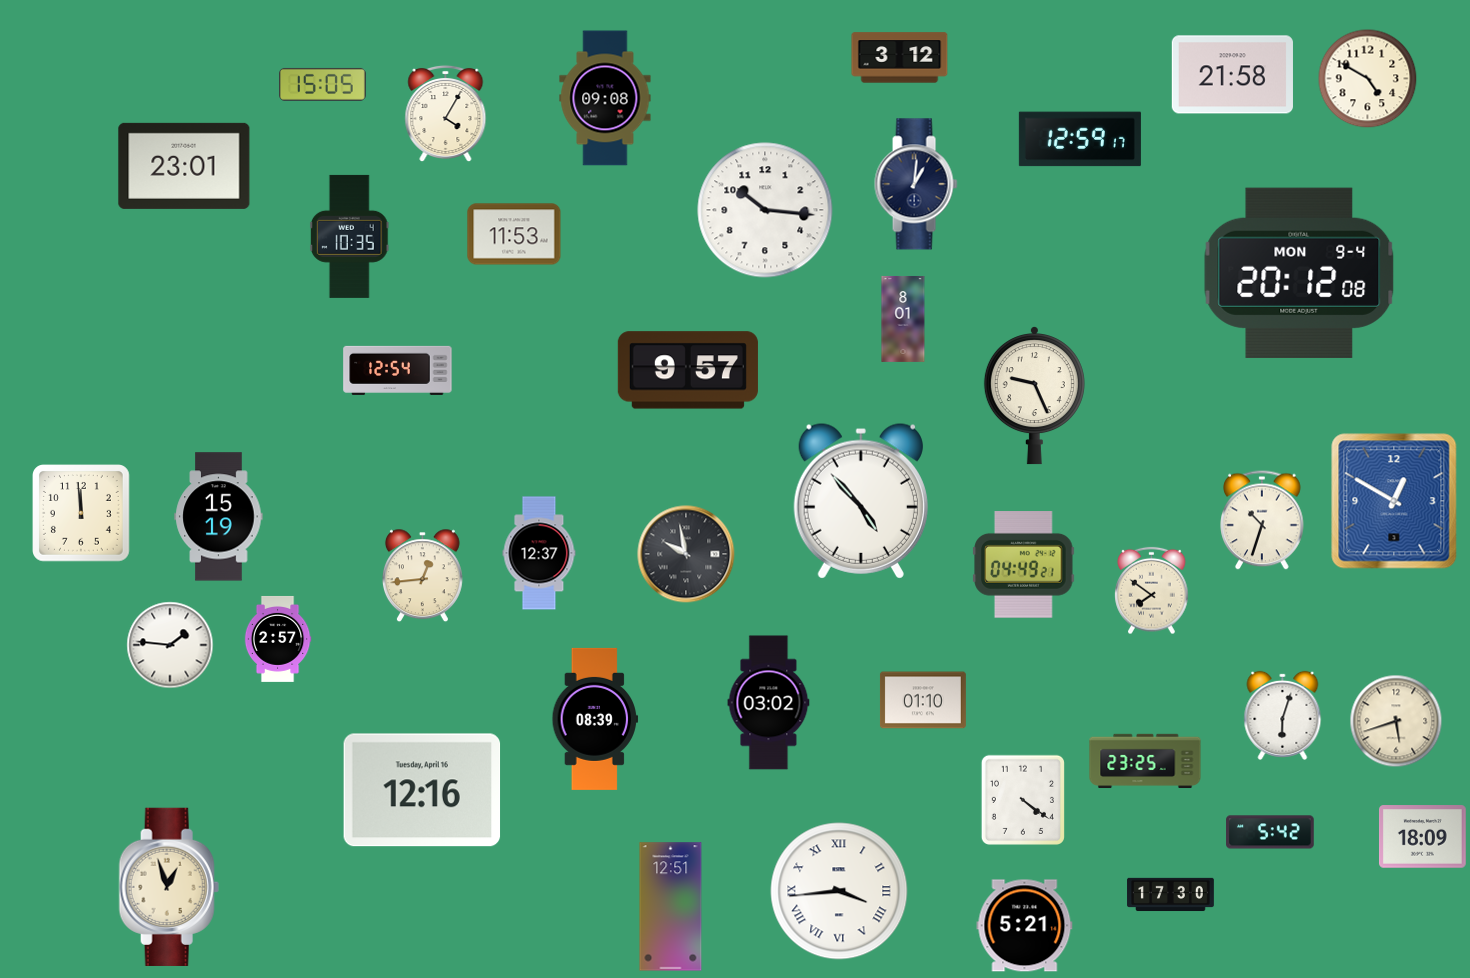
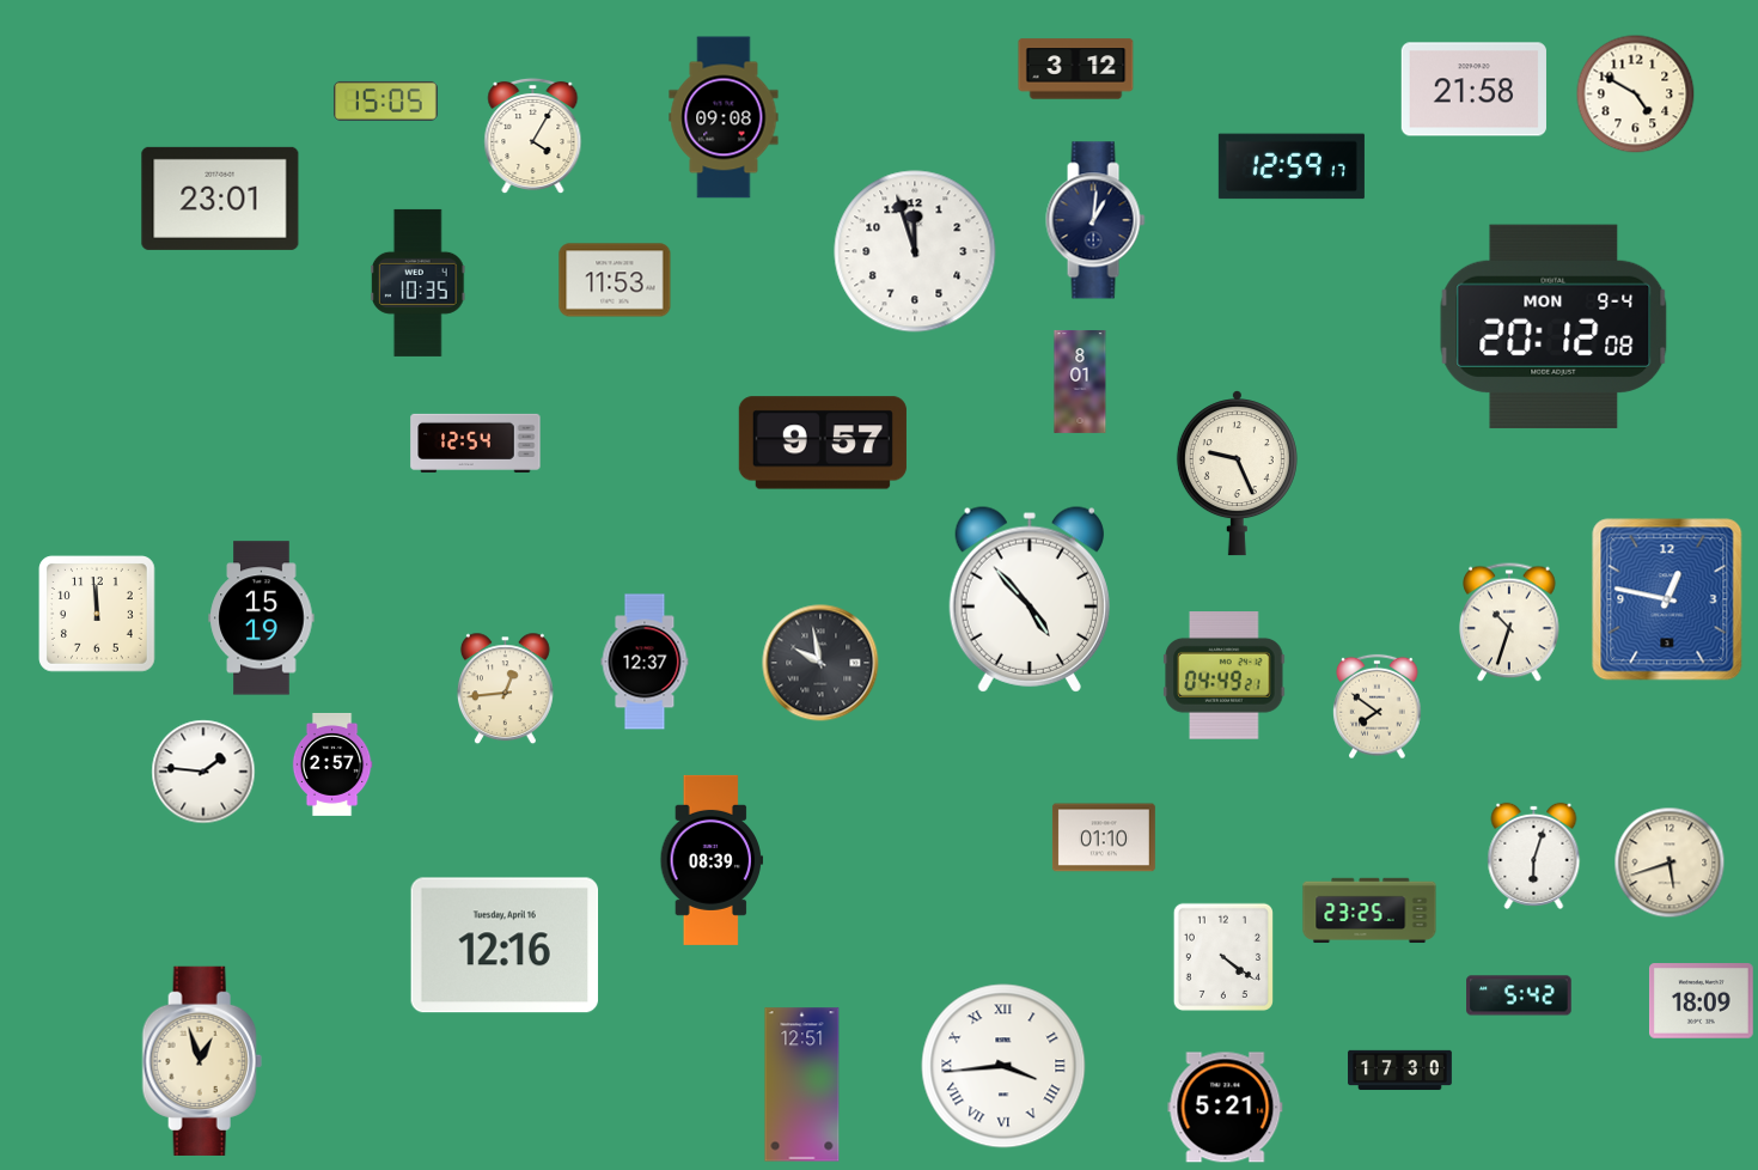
clock at (765, 210): 10:16 -> 11:57
clock at (1394, 501): 12:50 -> 12:47
clock at (769, 703): 03:02 -> none
